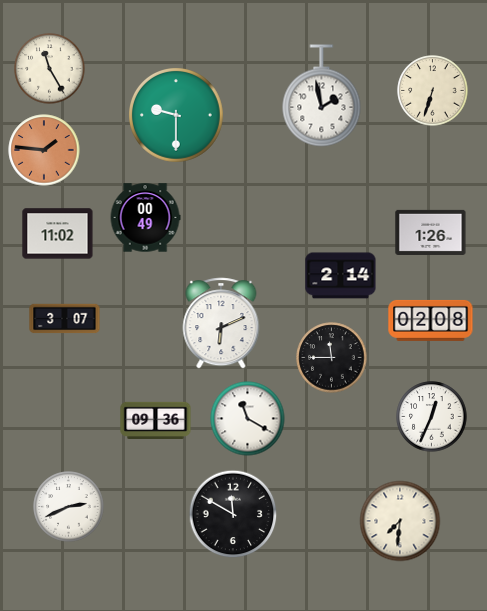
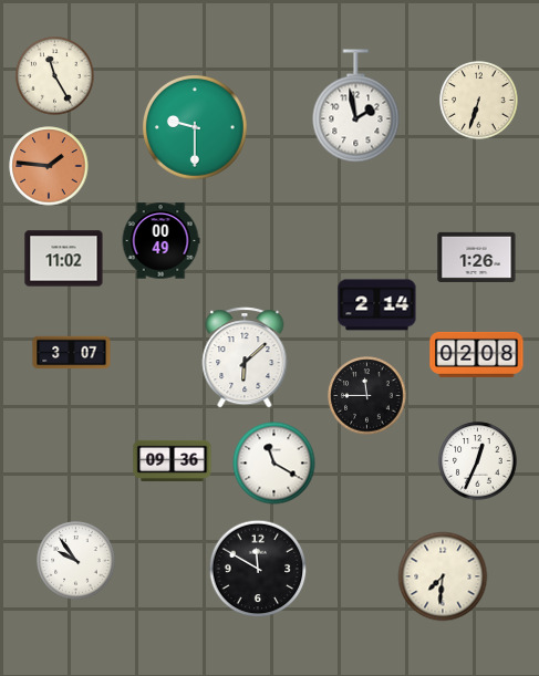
clock at (221, 323): 6:11 -> 6:08
clock at (156, 420) position: (156, 420) -> (173, 460)
clock at (69, 507): 2:41 -> 9:54
